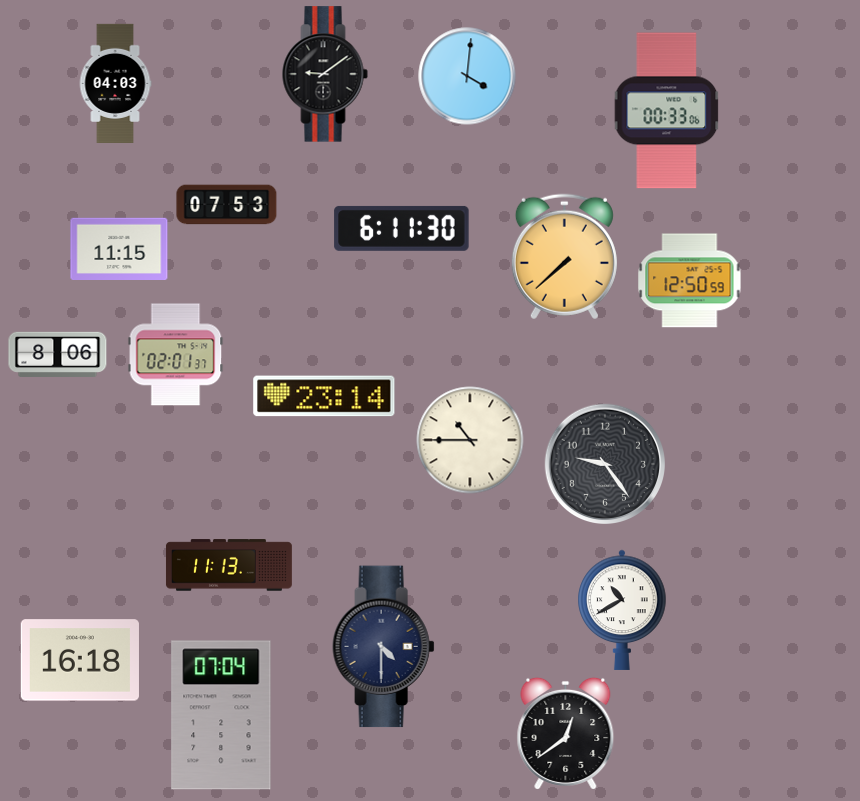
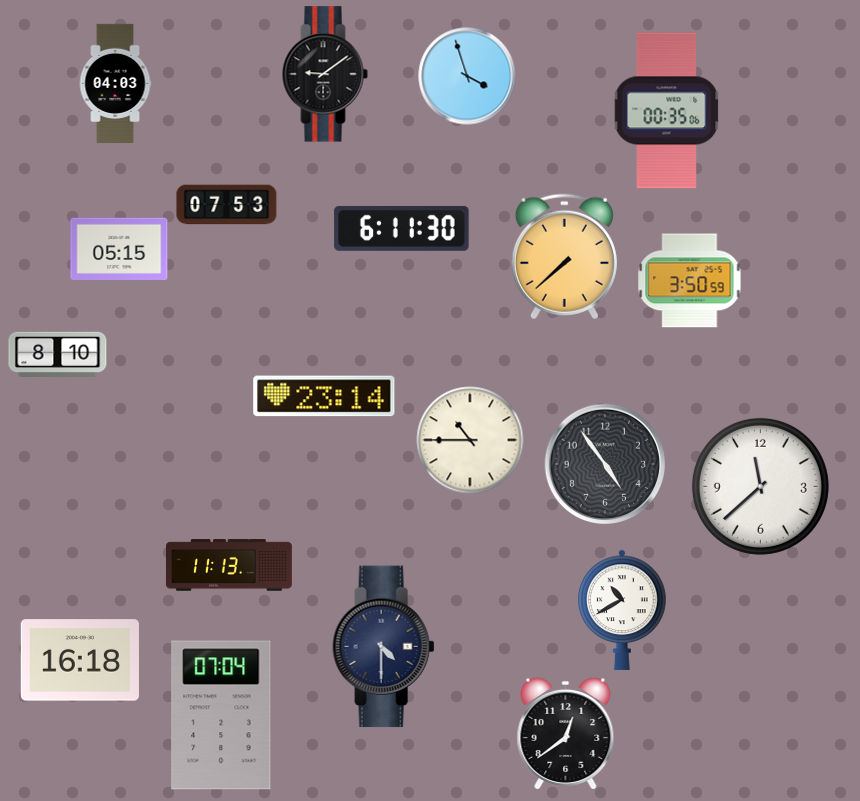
clock at (467, 76): 4:01 -> 3:57
clock at (667, 111): 00:33 -> 00:35
clock at (119, 248): 11:15 -> 05:15
clock at (690, 281): 12:50 -> 3:50
clock at (58, 354): 8:06 -> 8:10
clock at (176, 355): 02:01 -> none
clock at (604, 463): 9:24 -> 4:54
clock at (760, 486): none -> 11:38
